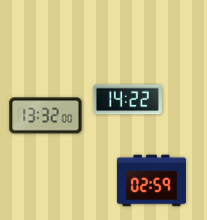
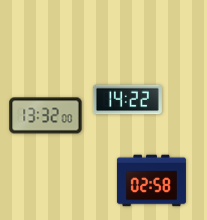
clock at (151, 181): 02:59 -> 02:58
